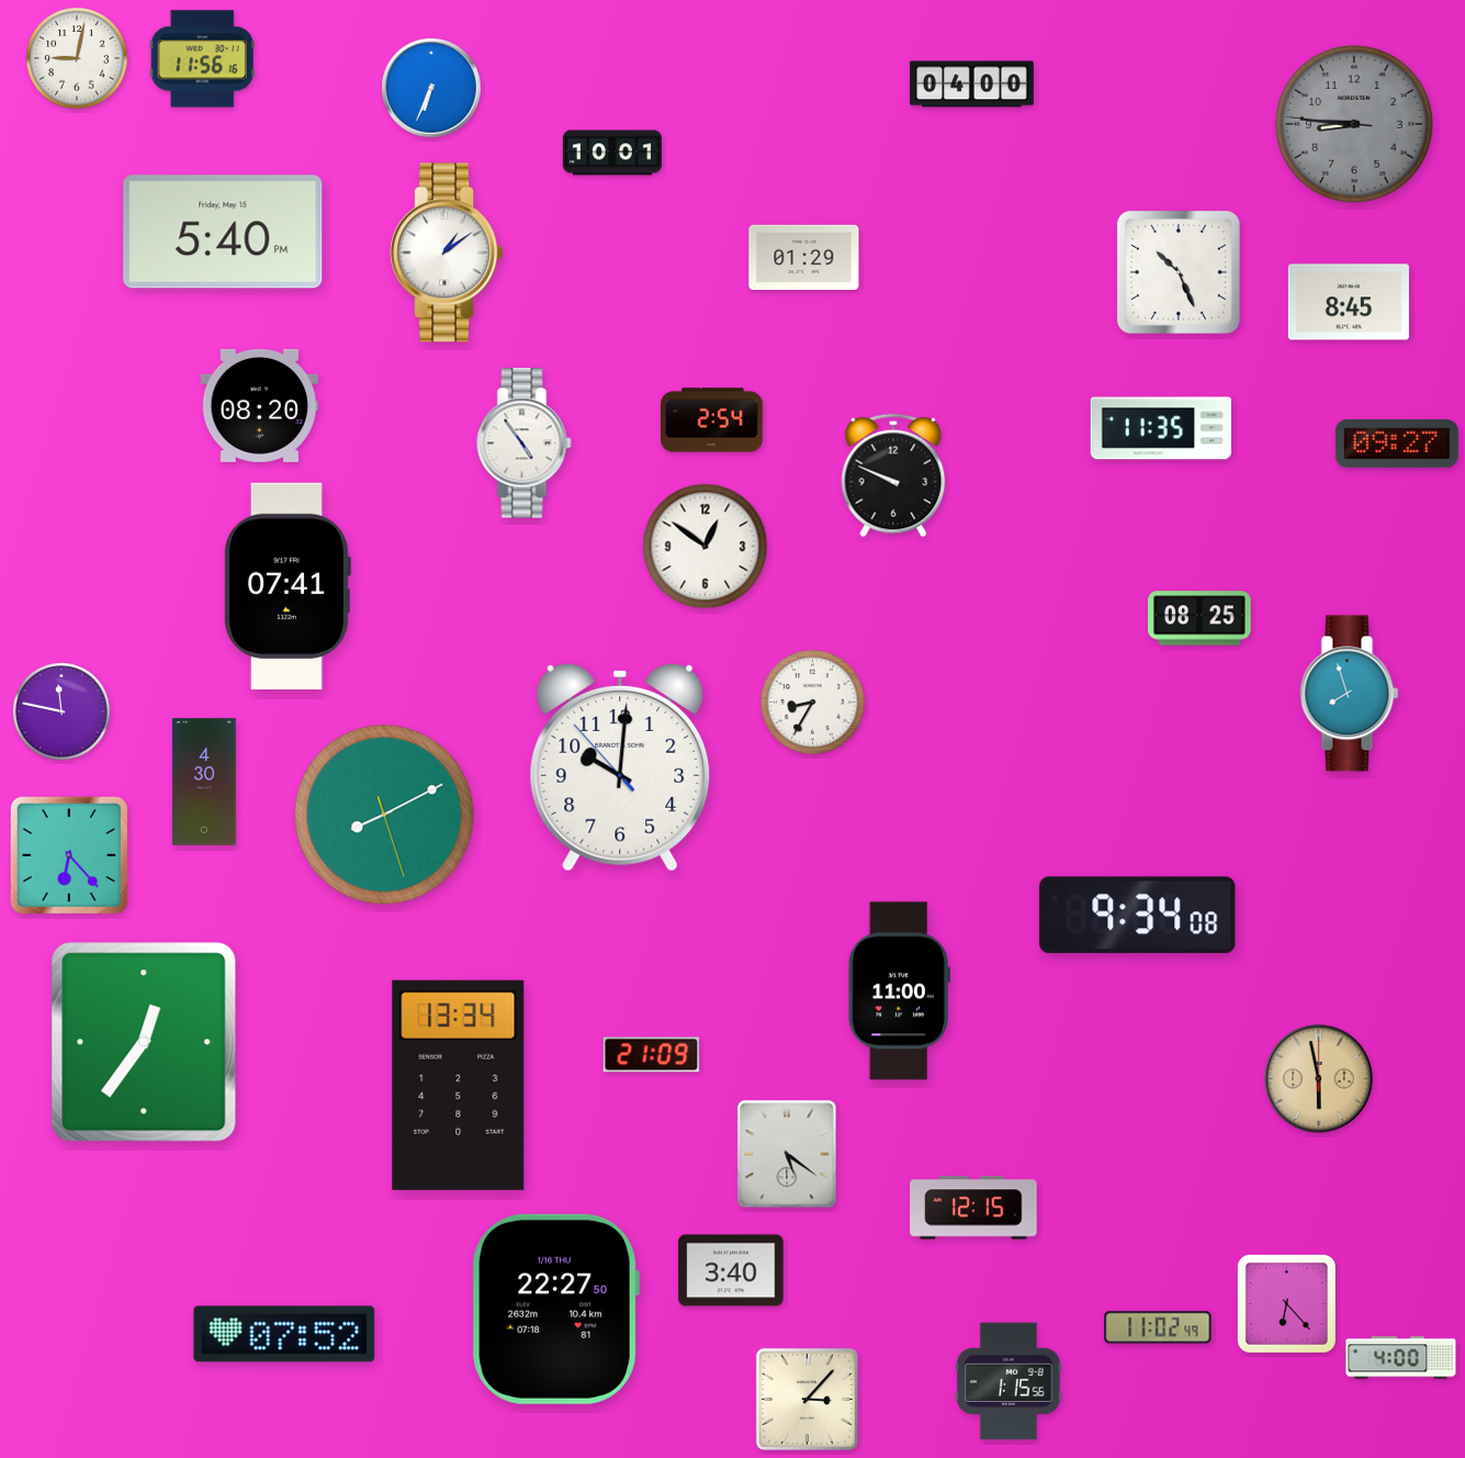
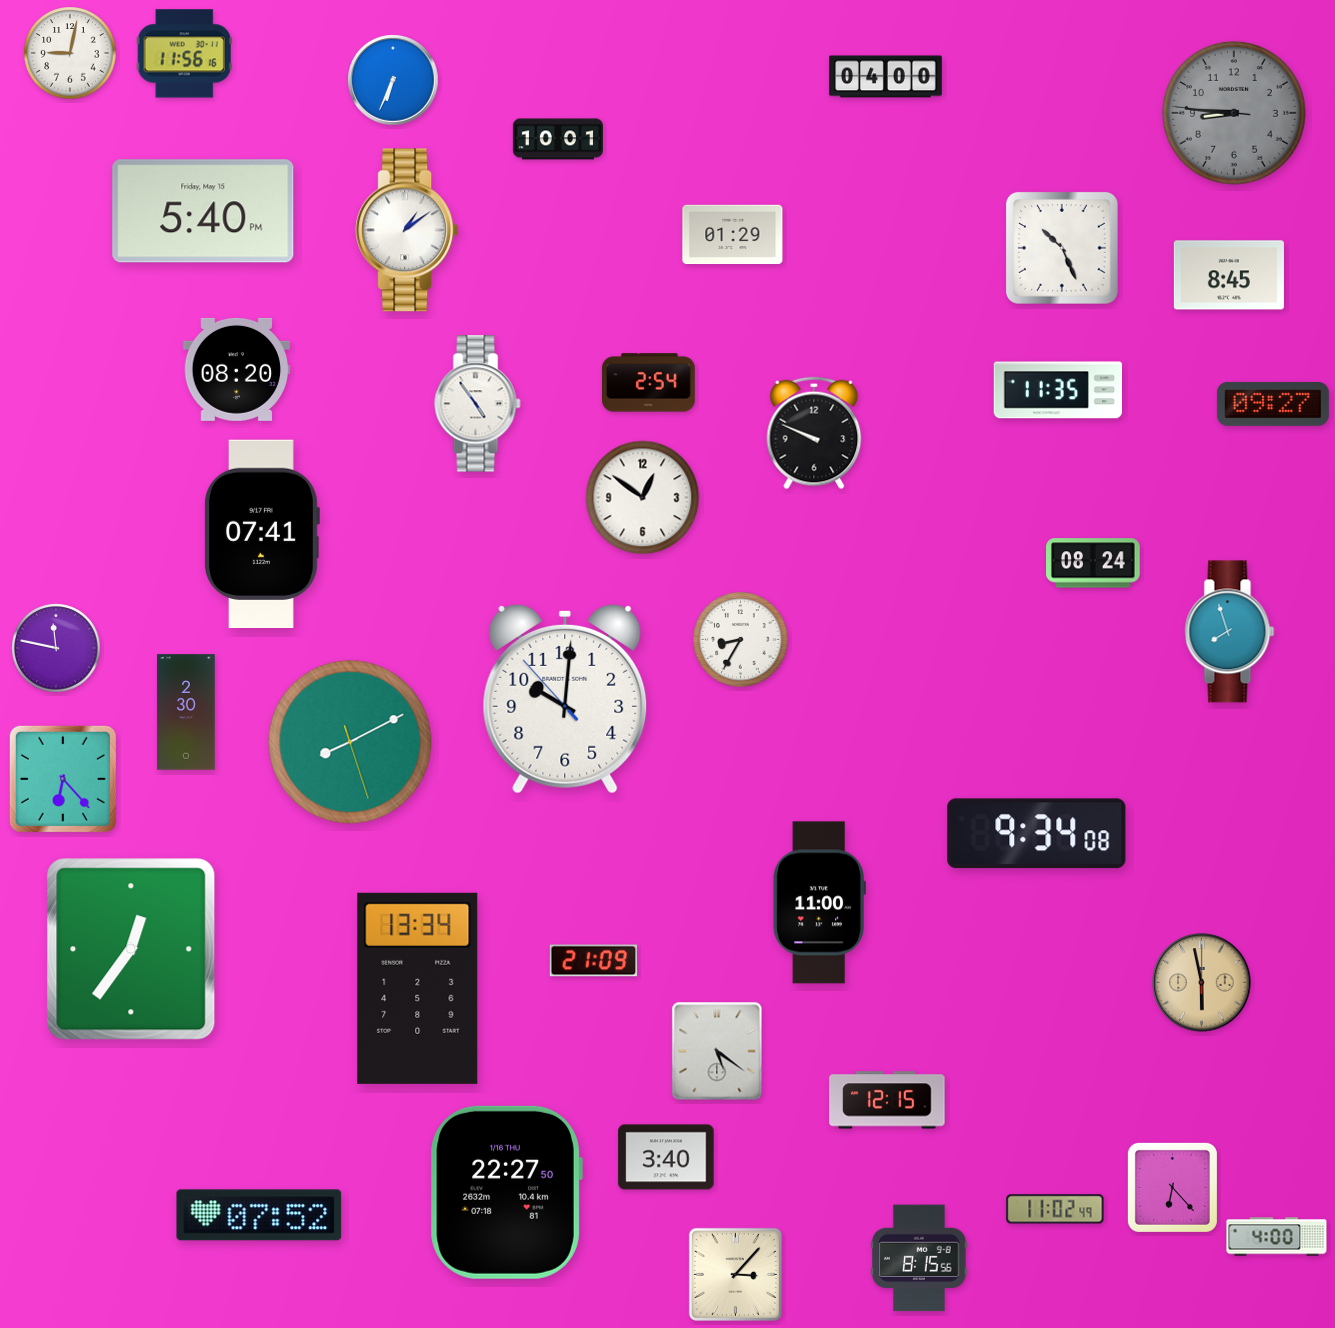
clock at (1179, 272) position: (1179, 272) -> (1062, 248)
clock at (1199, 618): 08:25 -> 08:24
clock at (204, 782): 4:30 -> 2:30
clock at (1008, 1381): 1:15 -> 8:15
